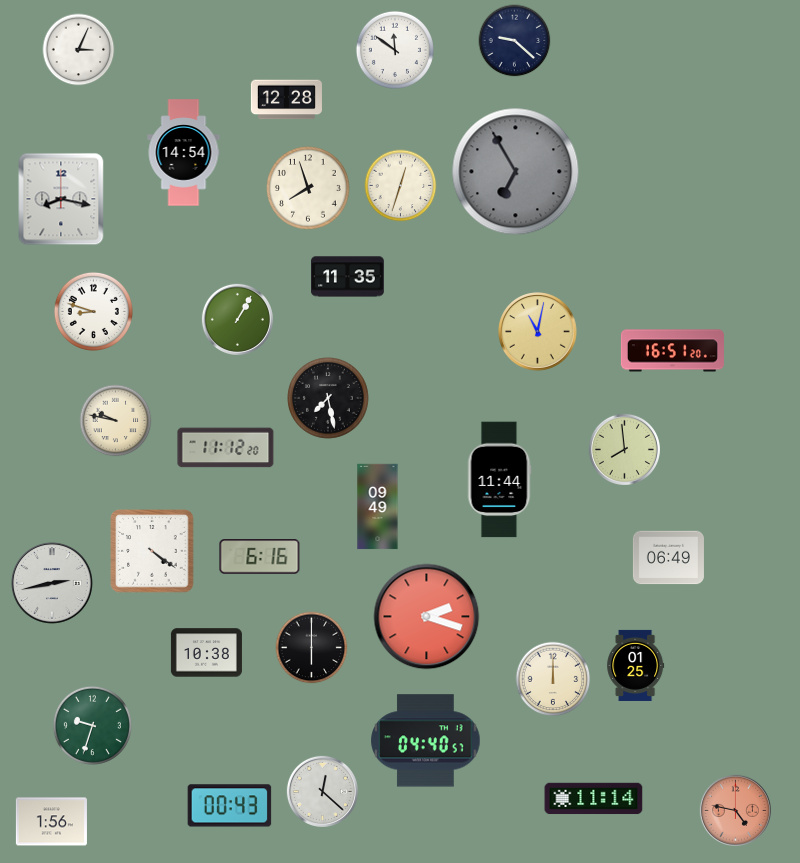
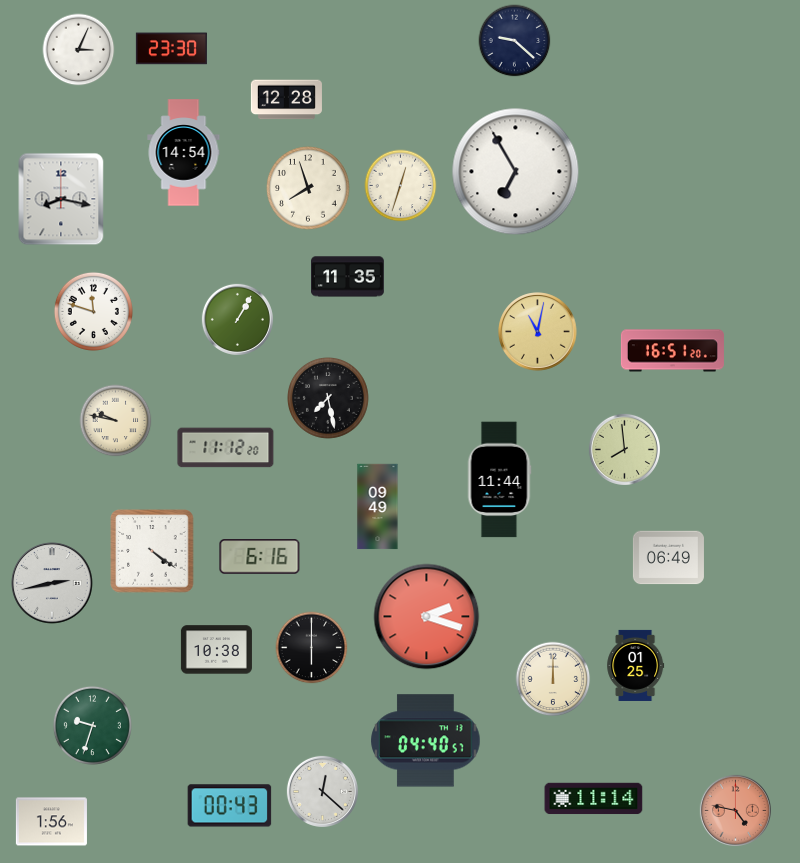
clock at (171, 49): none -> 23:30
clock at (395, 50): 11:51 -> none
clock at (516, 172) dial: grey -> white
clock at (93, 311): 8:48 -> 11:48
clock at (206, 653) position: (206, 653) -> (216, 650)
